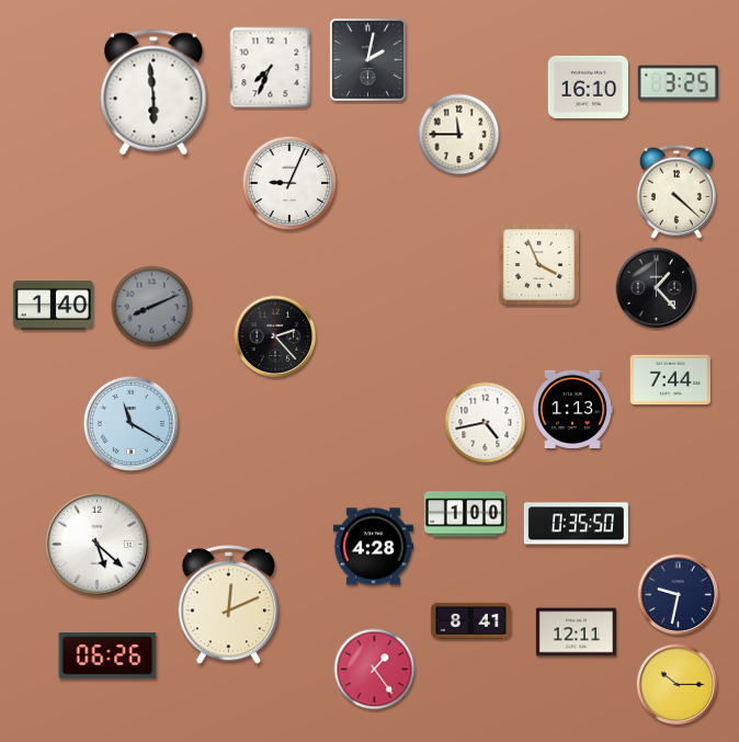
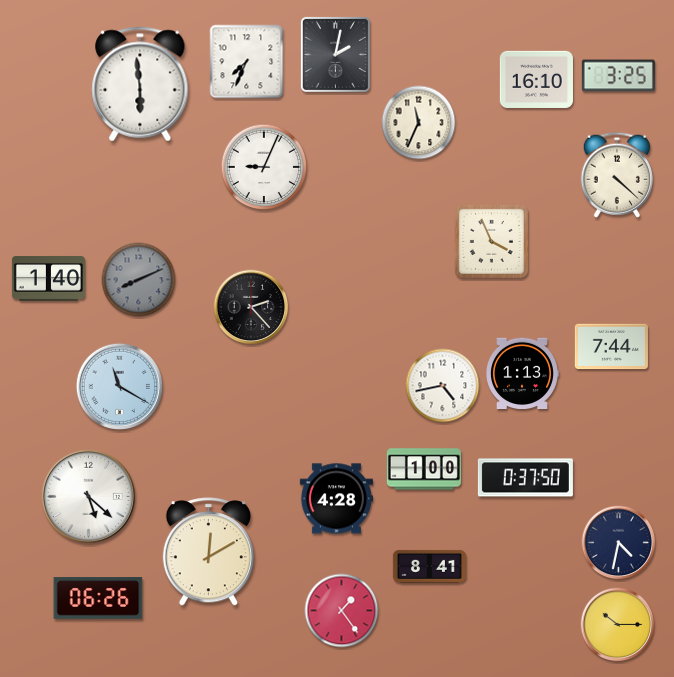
clock at (459, 135): 11:45 -> 11:34
clock at (657, 288): 1:23 -> none
clock at (576, 524): 0:35 -> 0:37
clock at (373, 547) position: (373, 547) -> (336, 499)
clock at (679, 595): 9:32 -> 4:32
clock at (228, 605): 12:11 -> 12:10
clock at (576, 632): 12:11 -> none
